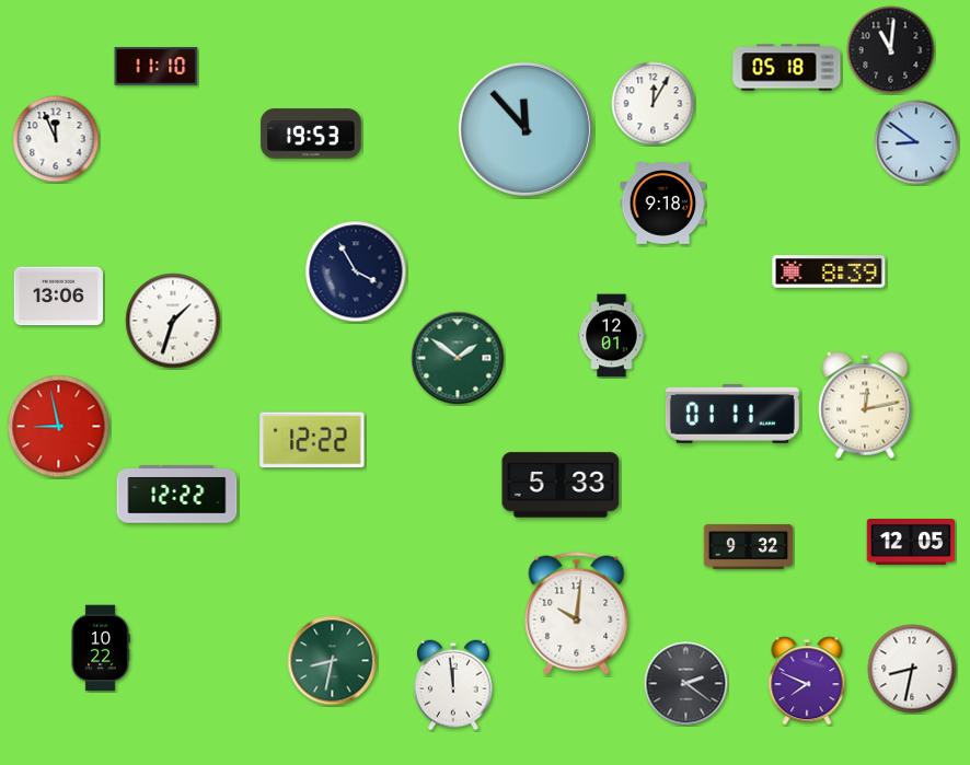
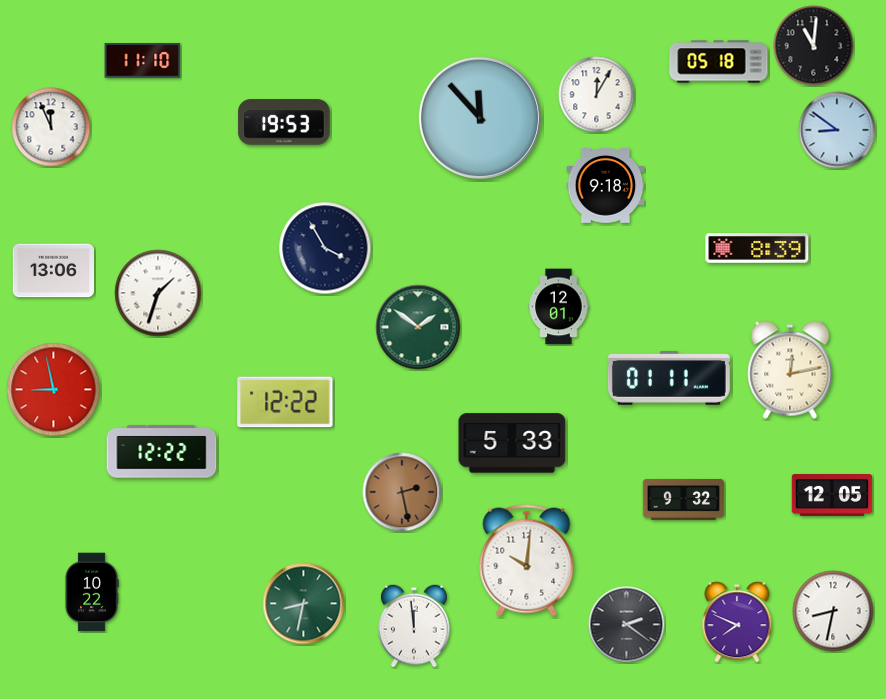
clock at (402, 492): none -> 2:28
